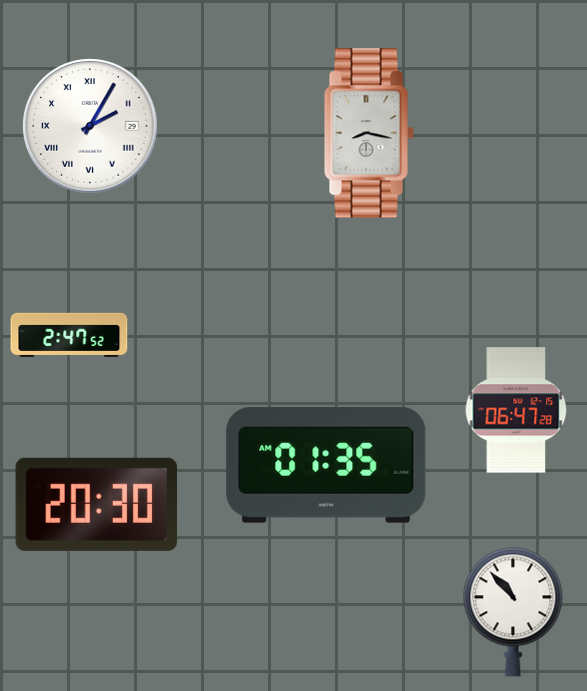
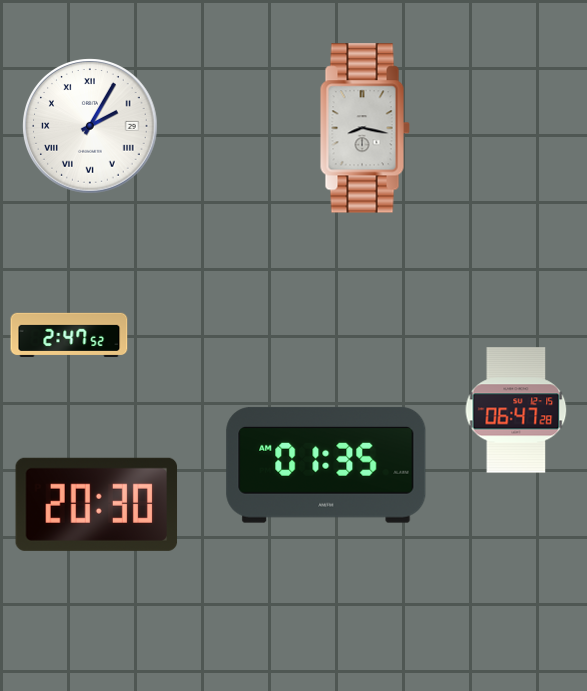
clock at (369, 133) position: (369, 133) -> (365, 128)
clock at (513, 612): 10:53 -> none
